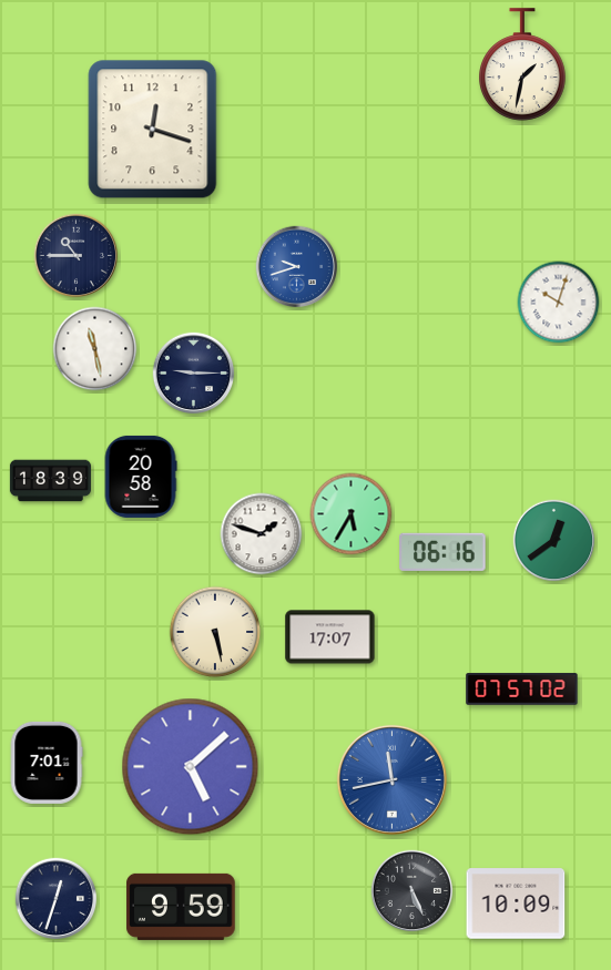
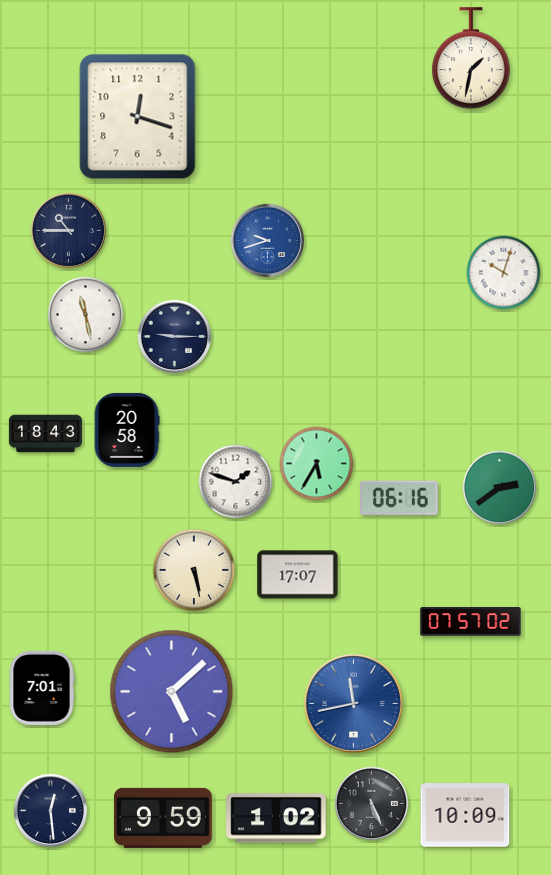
clock at (50, 481): 18:39 -> 18:43
clock at (554, 541): 12:39 -> 2:39
clock at (57, 899): 12:33 -> 12:29
clock at (276, 818): none -> 1:02
